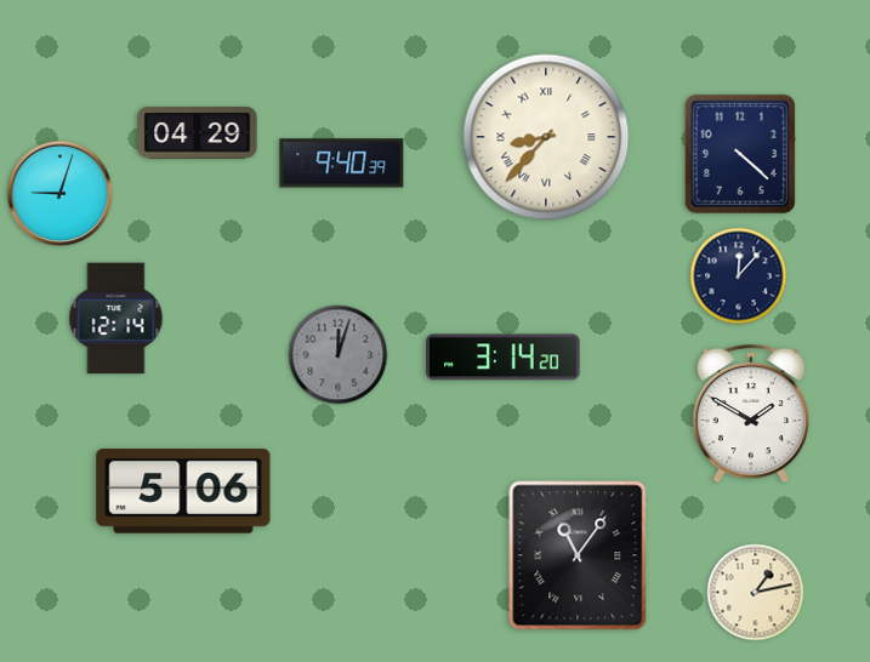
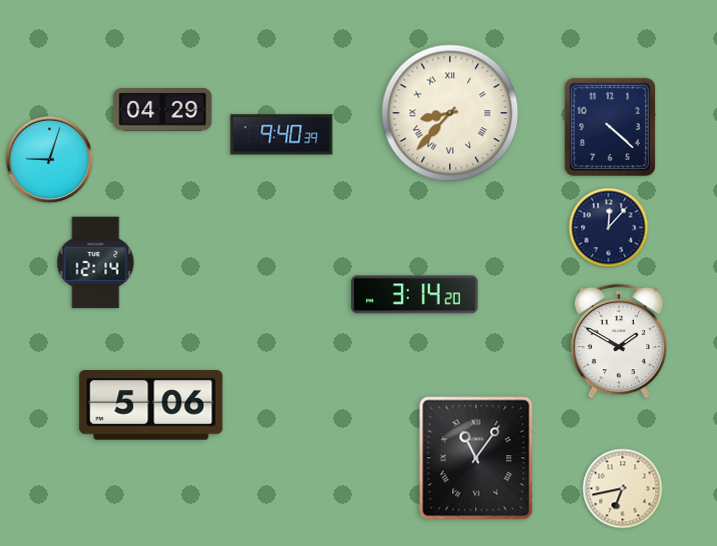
clock at (339, 355): 12:03 -> none
clock at (756, 593): 1:13 -> 6:43
